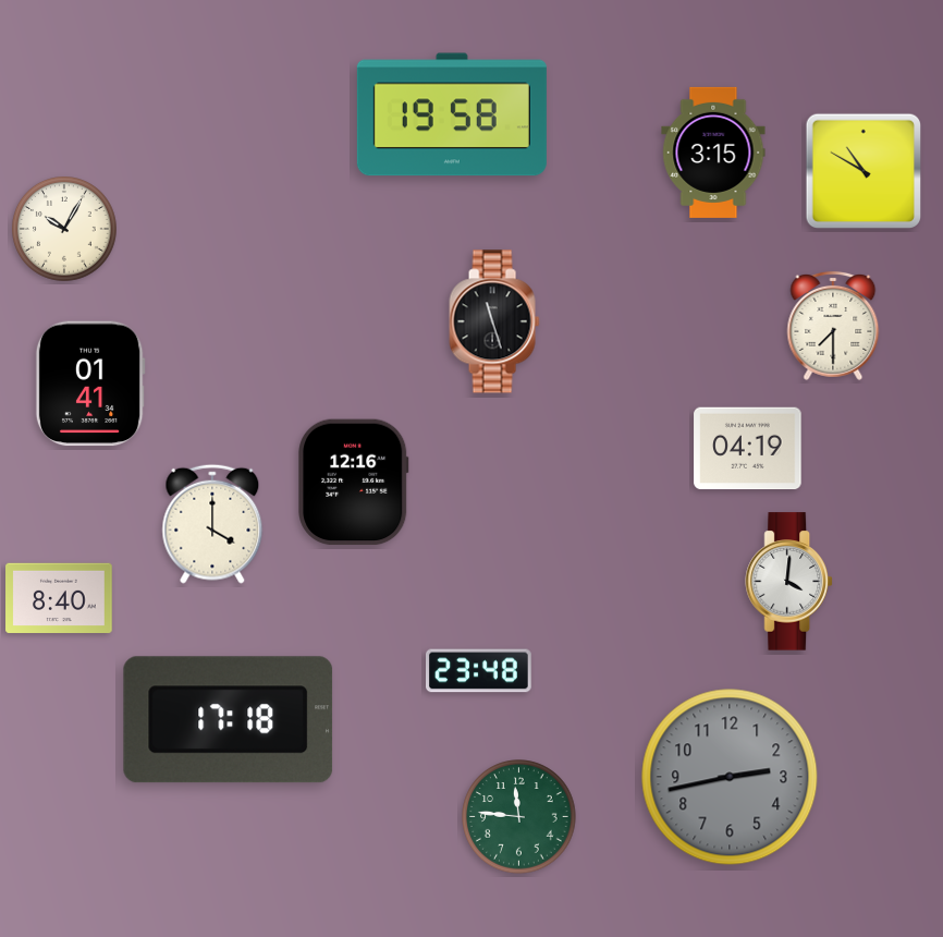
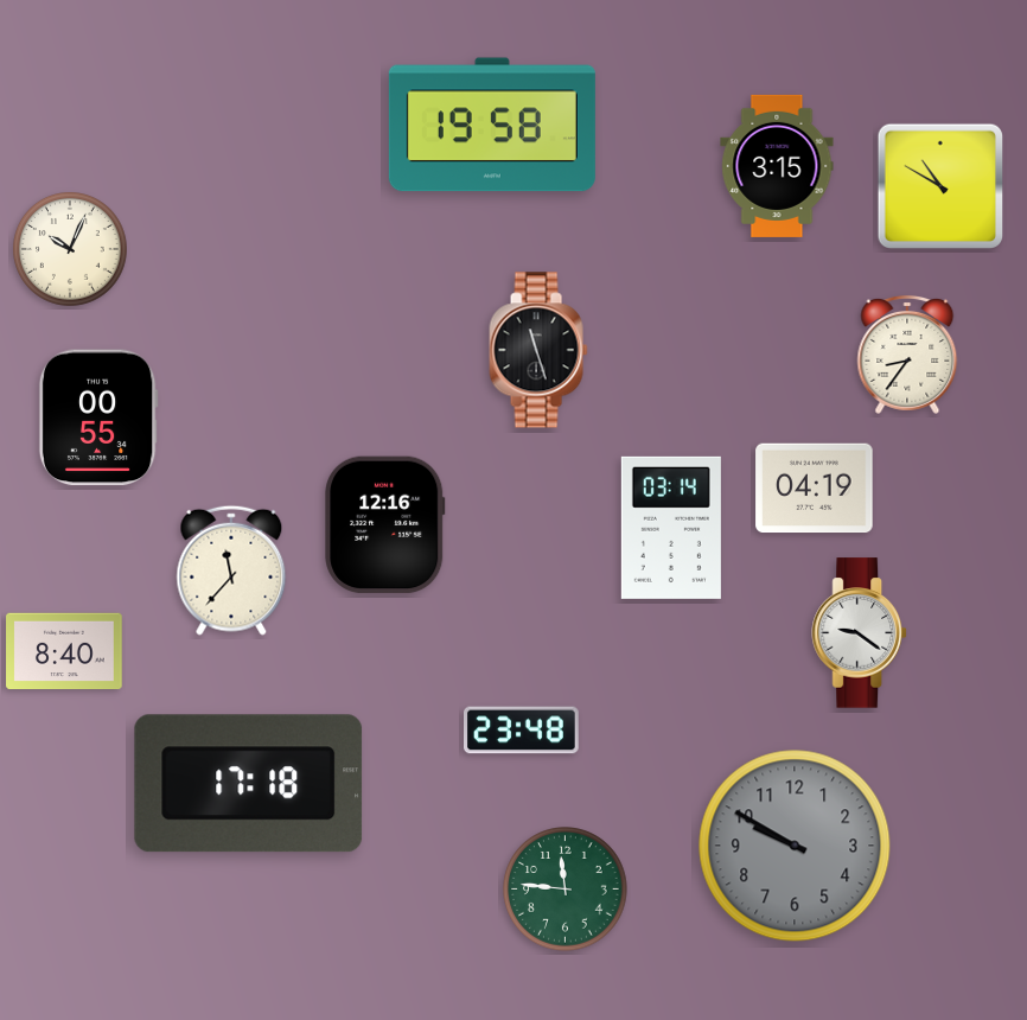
clock at (65, 230): 10:05 -> 10:04
clock at (833, 326): 7:30 -> 8:36
clock at (90, 384): 01:41 -> 00:55
clock at (671, 528): none -> 03:14
clock at (212, 524): 4:00 -> 11:37
clock at (788, 582): 4:01 -> 9:21
clock at (730, 777): 2:43 -> 9:50
